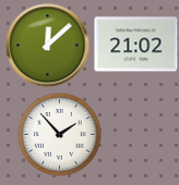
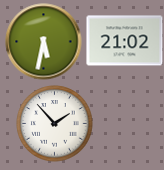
clock at (48, 46): 12:08 -> 5:32
